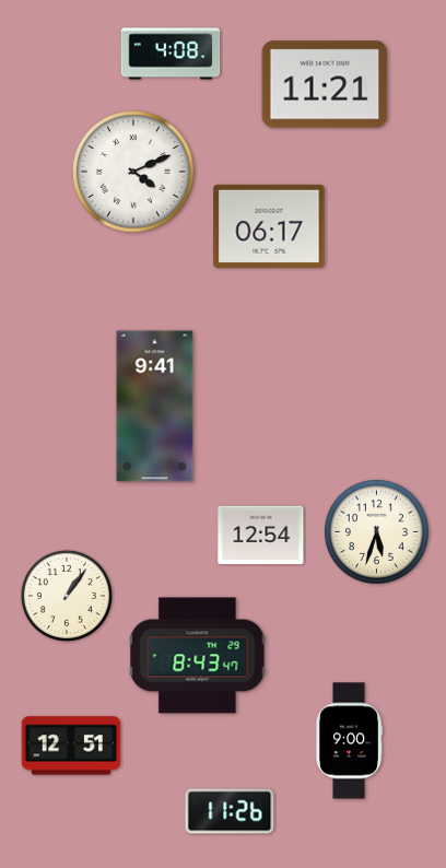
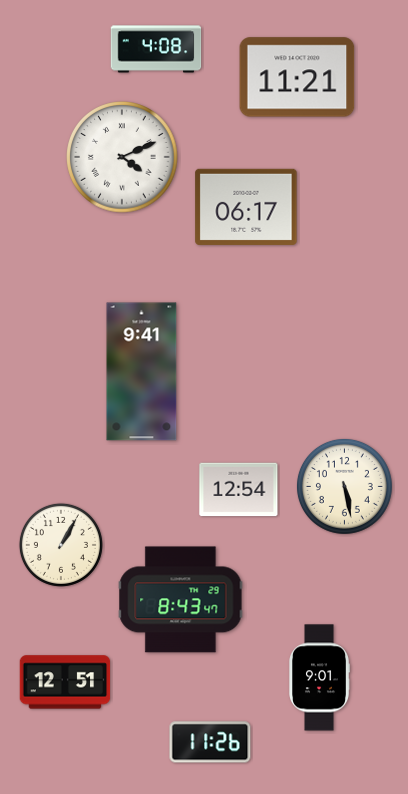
clock at (376, 531): 5:33 -> 5:28
clock at (67, 596): 1:06 -> 1:05
clock at (349, 741): 9:00 -> 9:01
